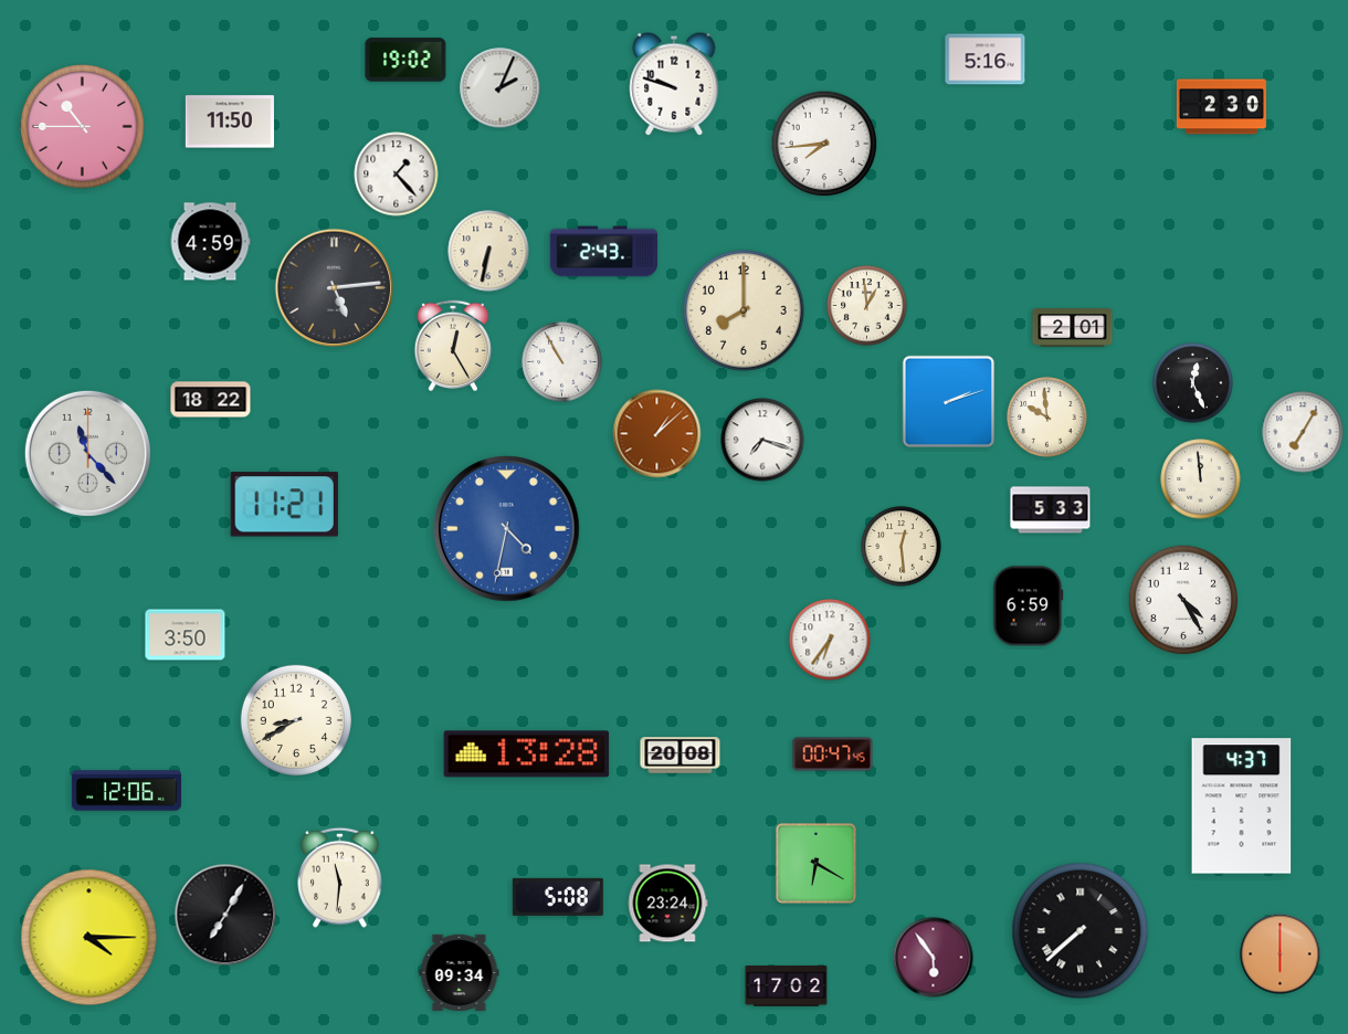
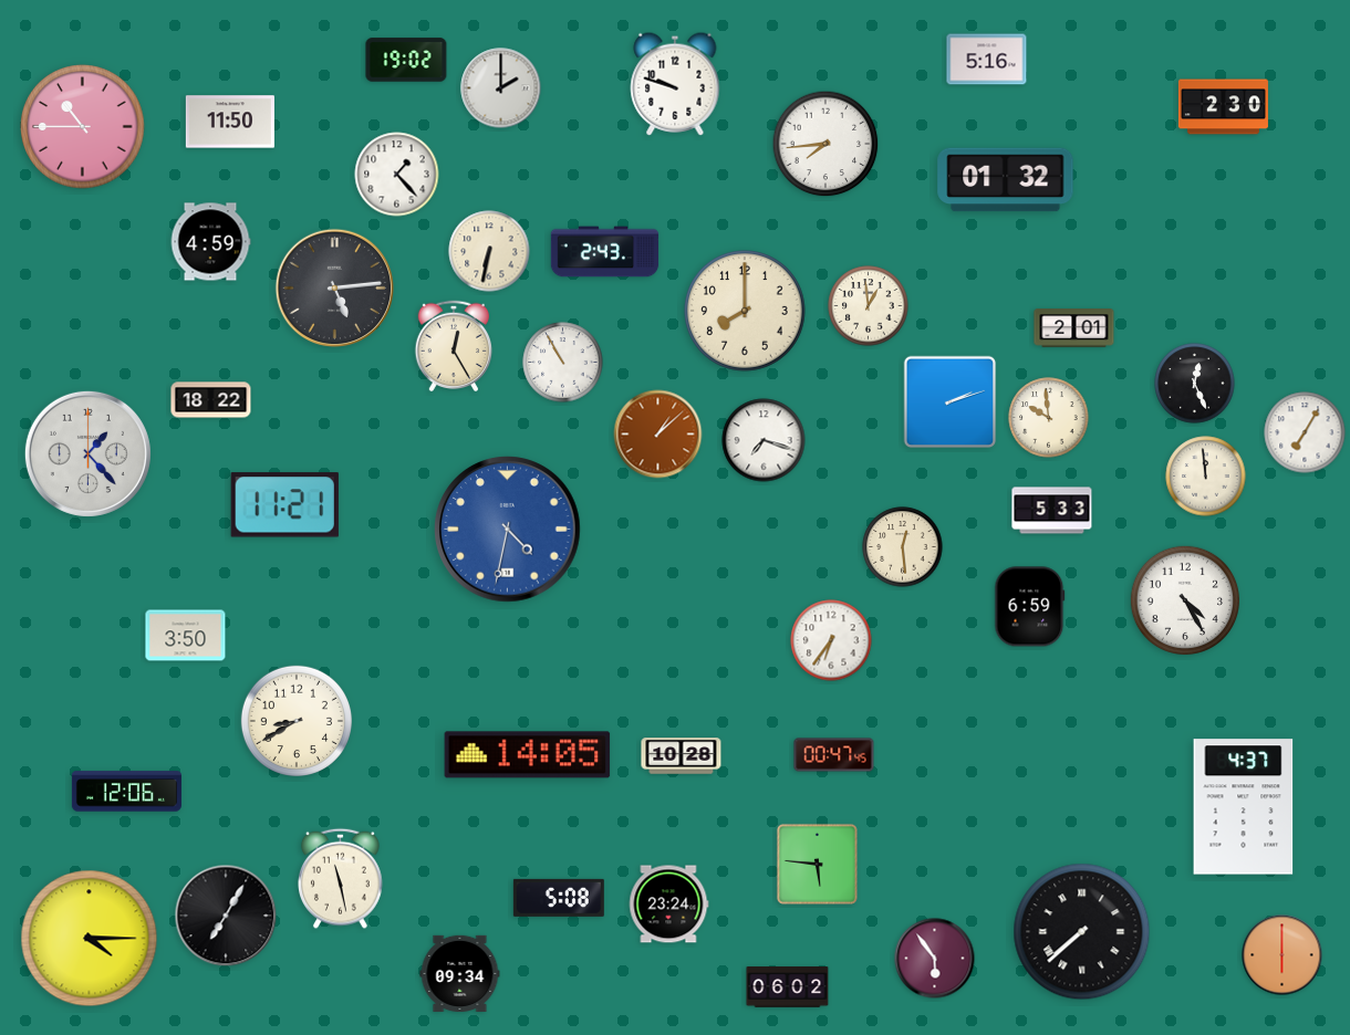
clock at (501, 88): 2:04 -> 2:00
clock at (1006, 180): none -> 01:32
clock at (87, 453): 11:23 -> 1:23
clock at (1201, 479) position: (1201, 479) -> (1206, 477)
clock at (527, 755): 13:28 -> 14:05
clock at (681, 756): 20:08 -> 10:28
clock at (815, 863): 6:20 -> 5:46
clock at (340, 877): 11:31 -> 11:28
clock at (787, 986): 17:02 -> 06:02
